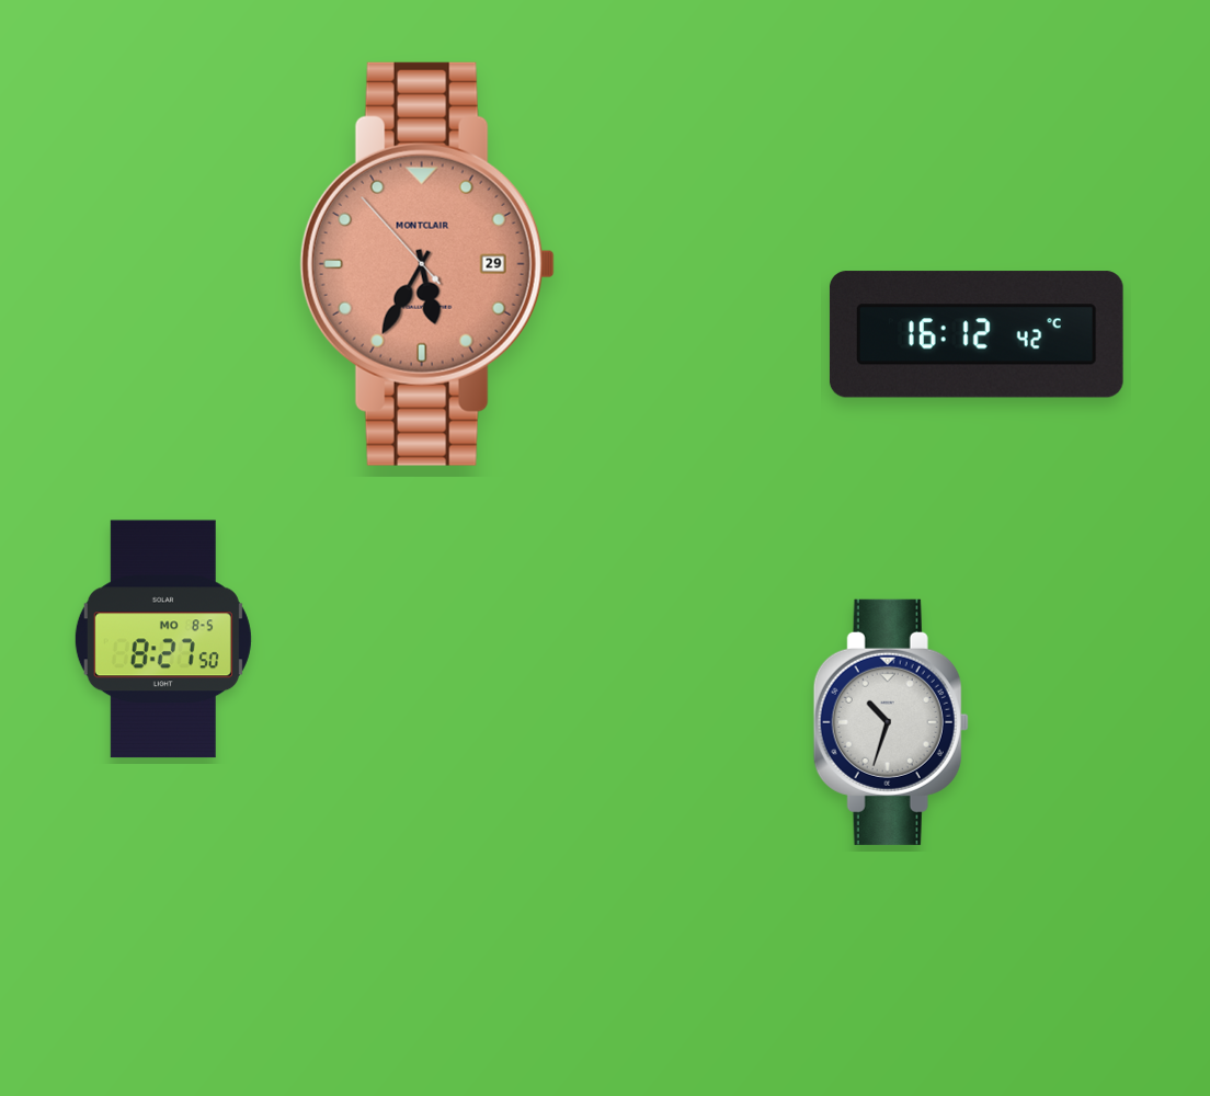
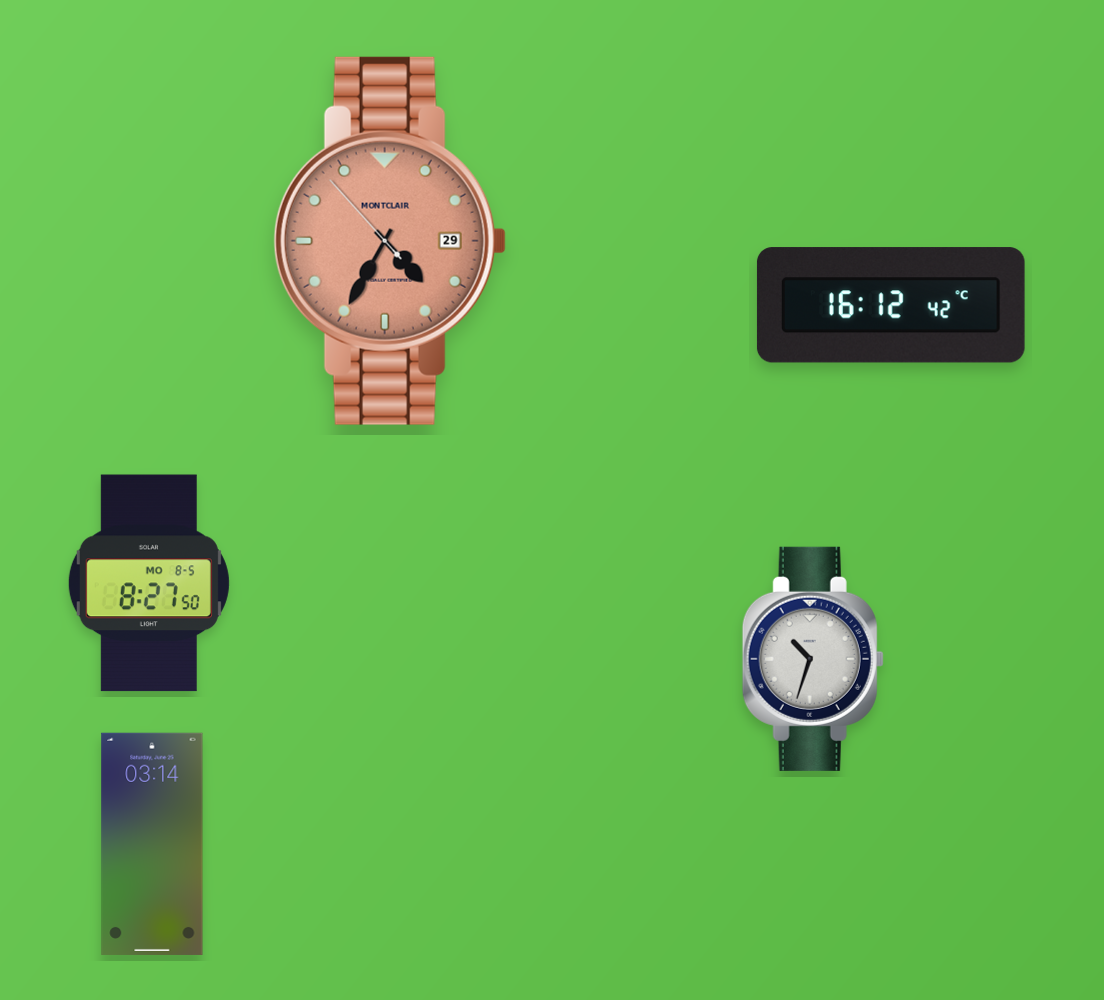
clock at (427, 264): 5:34 -> 4:34
clock at (152, 844): none -> 03:14
